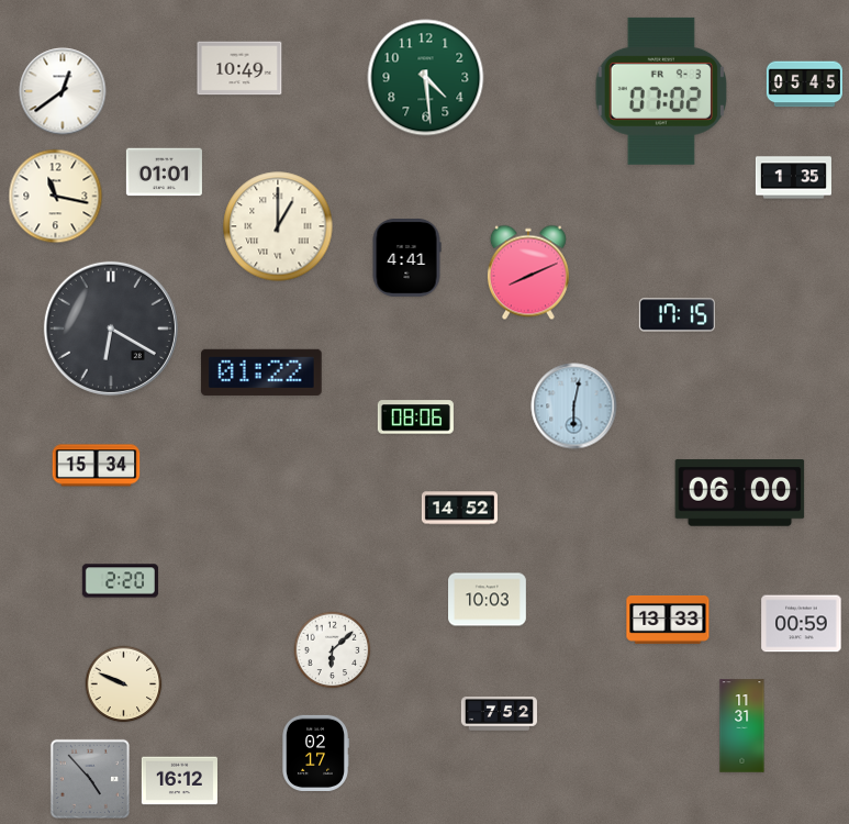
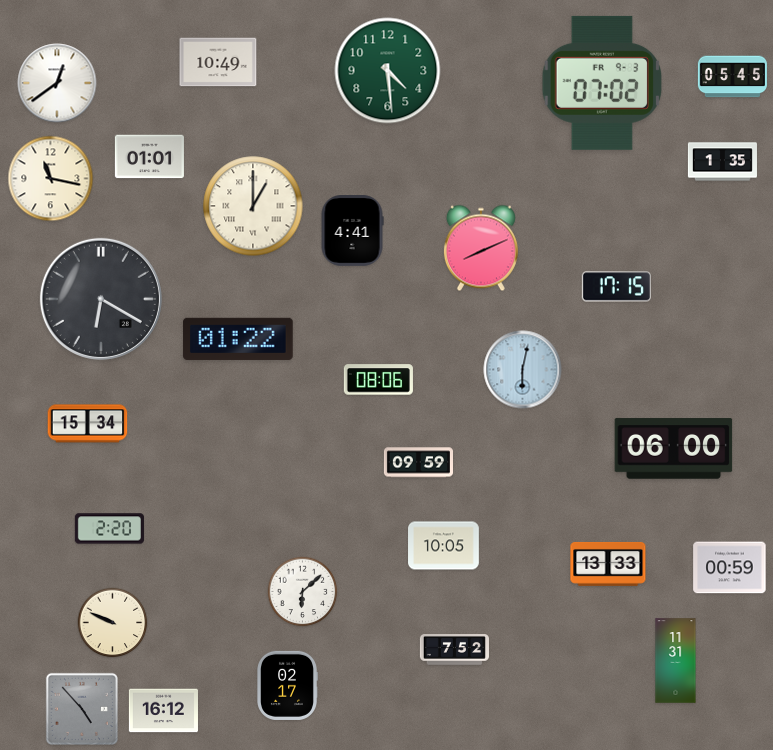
clock at (406, 258) position: (406, 258) -> (352, 231)
clock at (459, 509): 14:52 -> 09:59
clock at (488, 600): 10:03 -> 10:05
